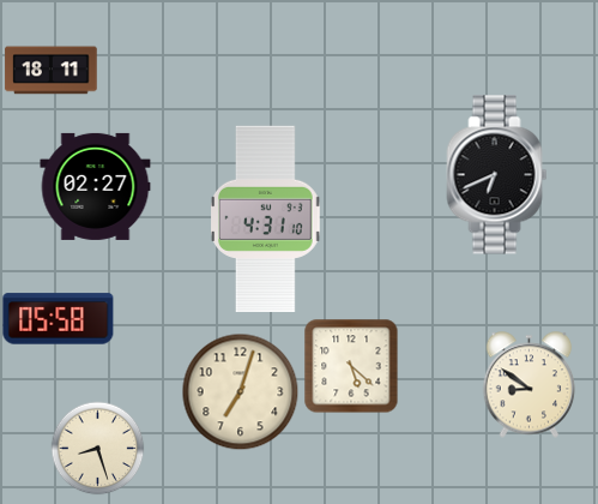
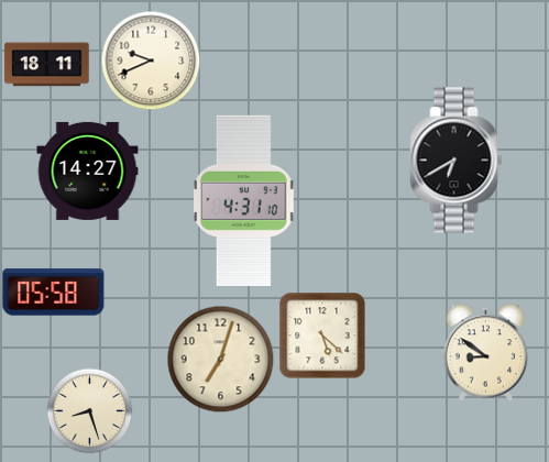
clock at (151, 61): none -> 9:41
clock at (497, 175): 6:41 -> 6:40
clock at (96, 186): 02:27 -> 14:27
